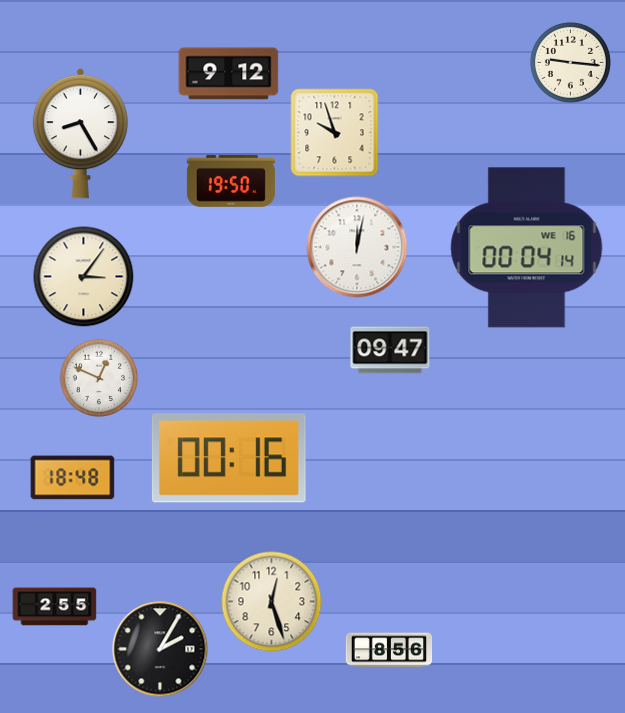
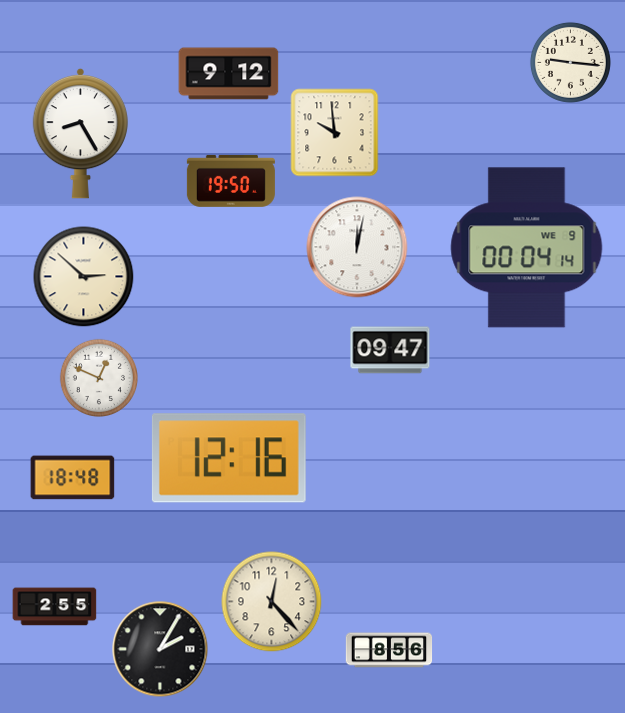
clock at (335, 133): 9:57 -> 9:59
clock at (527, 248) date: WE 16 -> WE 9
clock at (84, 277): 3:06 -> 2:52
clock at (229, 458): 00:16 -> 12:16
clock at (272, 602): 12:27 -> 12:23
